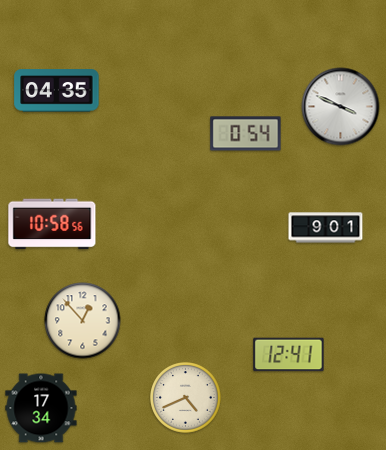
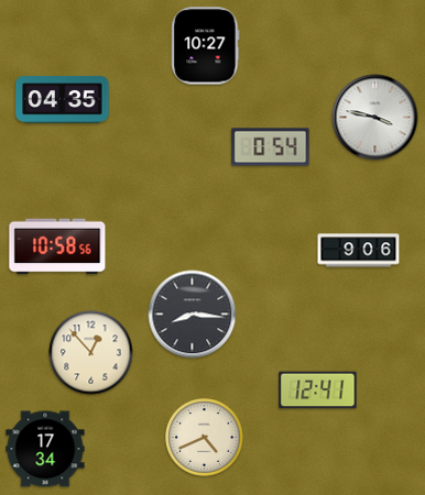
clock at (206, 46): none -> 10:27
clock at (341, 107): 3:49 -> 3:47
clock at (326, 228): 9:01 -> 9:06
clock at (193, 315): none -> 8:16
